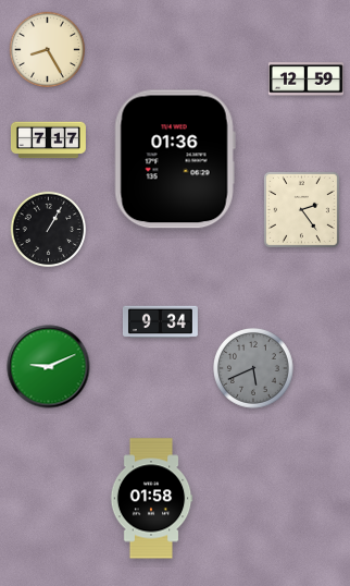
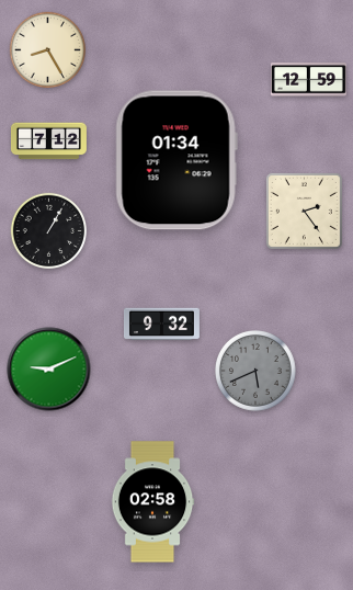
clock at (48, 141): 7:17 -> 7:12
clock at (175, 159): 01:36 -> 01:34
clock at (160, 322): 9:34 -> 9:32
clock at (151, 499): 01:58 -> 02:58
